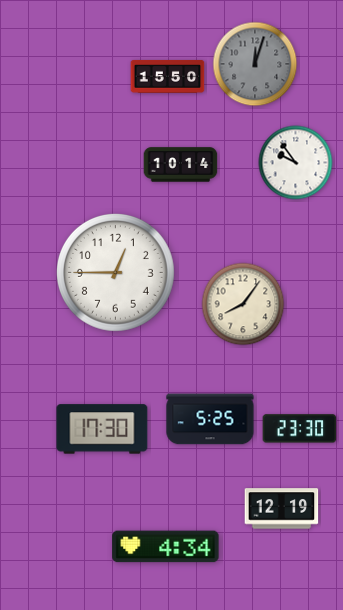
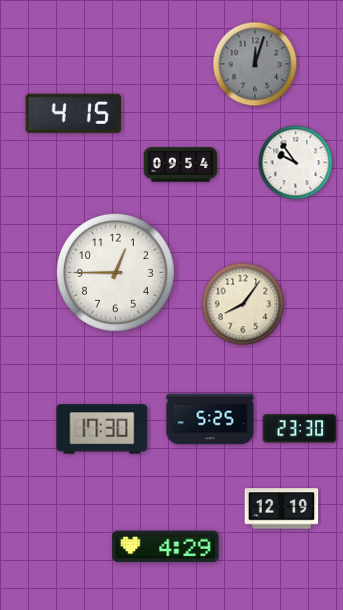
clock at (168, 76): 15:50 -> none
clock at (74, 113): none -> 4:15
clock at (181, 165): 10:14 -> 09:54
clock at (166, 547): 4:34 -> 4:29
